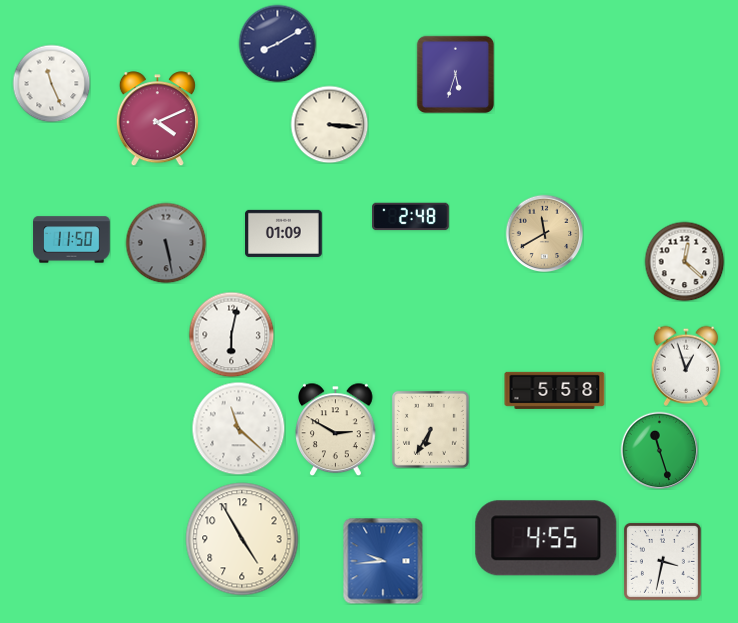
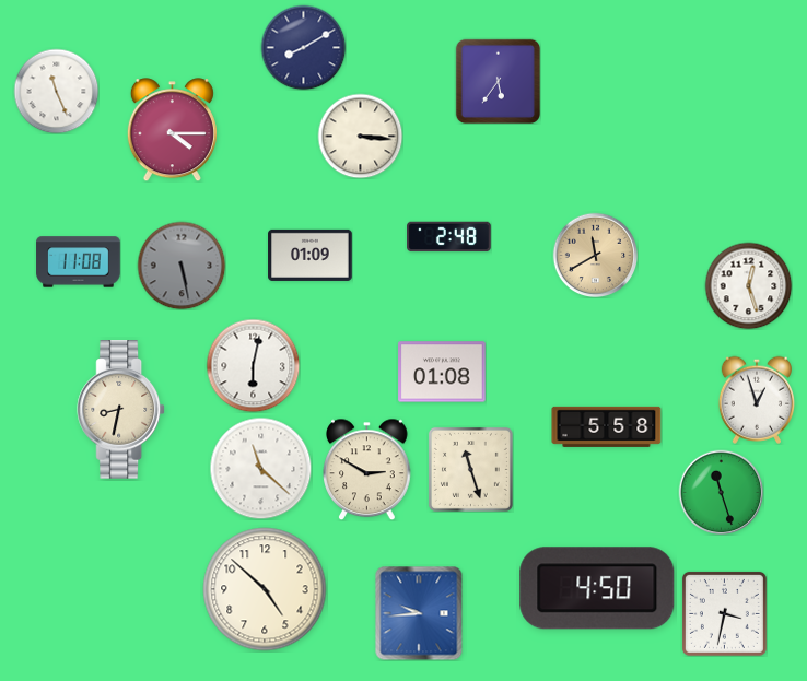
clock at (455, 74): 5:33 -> 5:36
clock at (157, 119): 4:11 -> 4:15
clock at (72, 240): 11:50 -> 11:08
clock at (684, 261): 12:22 -> 12:27
clock at (442, 372): none -> 01:08
clock at (685, 366) position: (685, 366) -> (756, 400)
clock at (121, 410): none -> 8:32
clock at (430, 429): 6:35 -> 11:27
clock at (546, 538): 4:55 -> 4:50
clock at (242, 539): 4:55 -> 4:52
